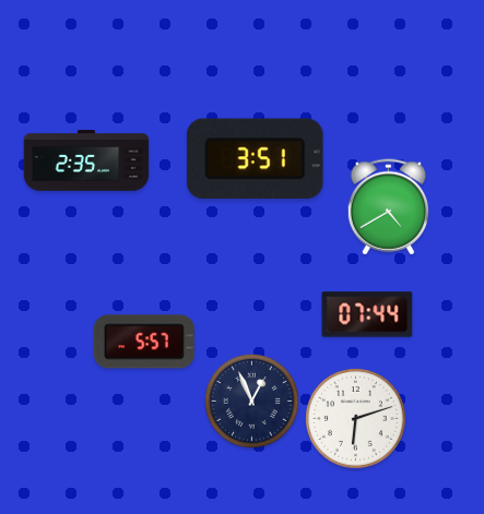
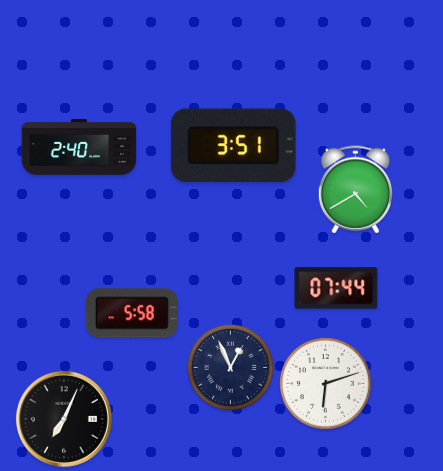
clock at (86, 162): 2:35 -> 2:40
clock at (144, 342): 5:57 -> 5:58
clock at (64, 419): none -> 7:04
